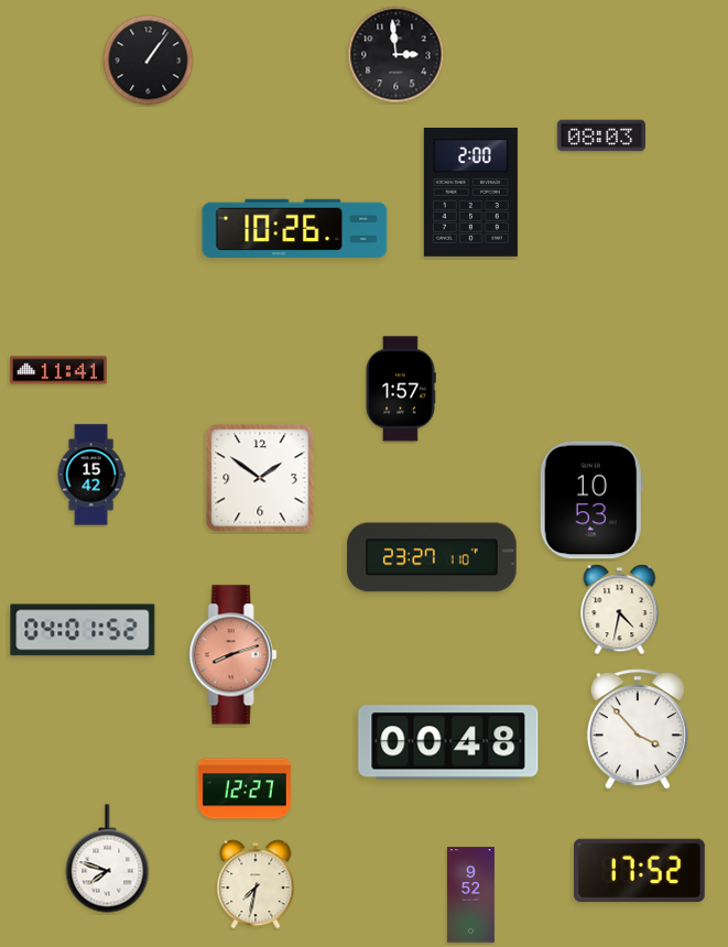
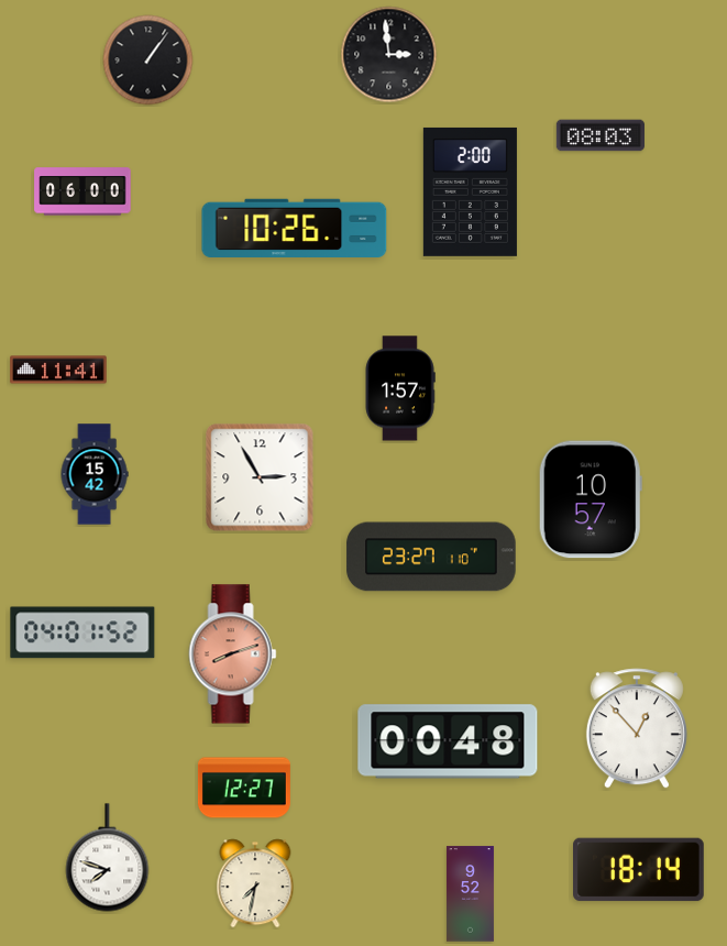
clock at (396, 55) position: (396, 55) -> (389, 55)
clock at (82, 191): none -> 06:00
clock at (91, 475) position: (91, 475) -> (95, 474)
clock at (260, 478): 1:51 -> 2:55
clock at (591, 500): 10:53 -> 10:57
clock at (620, 610): 4:32 -> none
clock at (83, 630) position: (83, 630) -> (82, 632)
clock at (638, 729): 3:53 -> 12:53
clock at (640, 871): 17:52 -> 18:14
